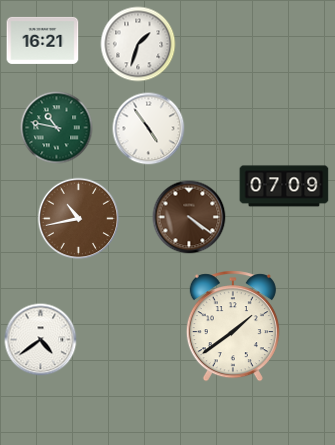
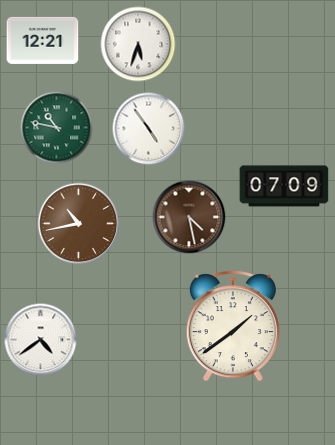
clock at (43, 40): 16:21 -> 12:21
clock at (138, 44): 1:33 -> 5:33
clock at (189, 217): 4:21 -> 4:28
clock at (79, 219) position: (79, 219) -> (79, 224)
